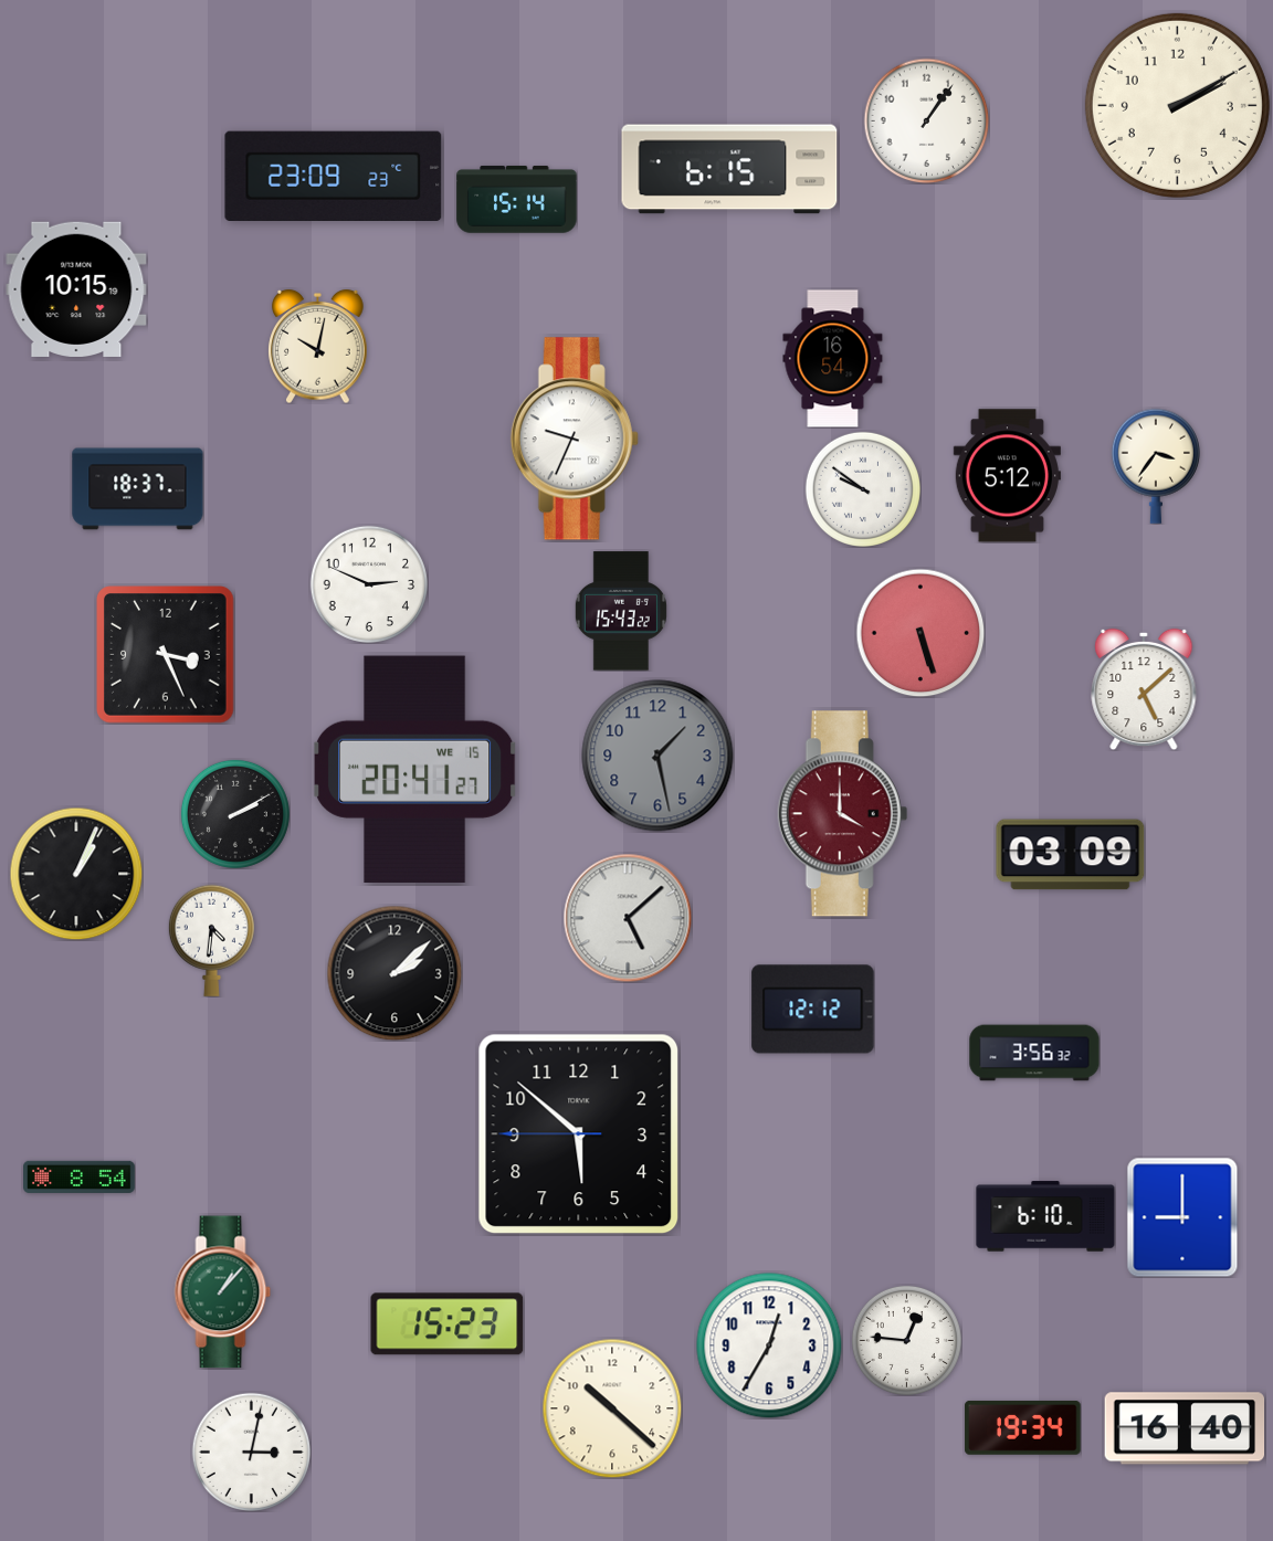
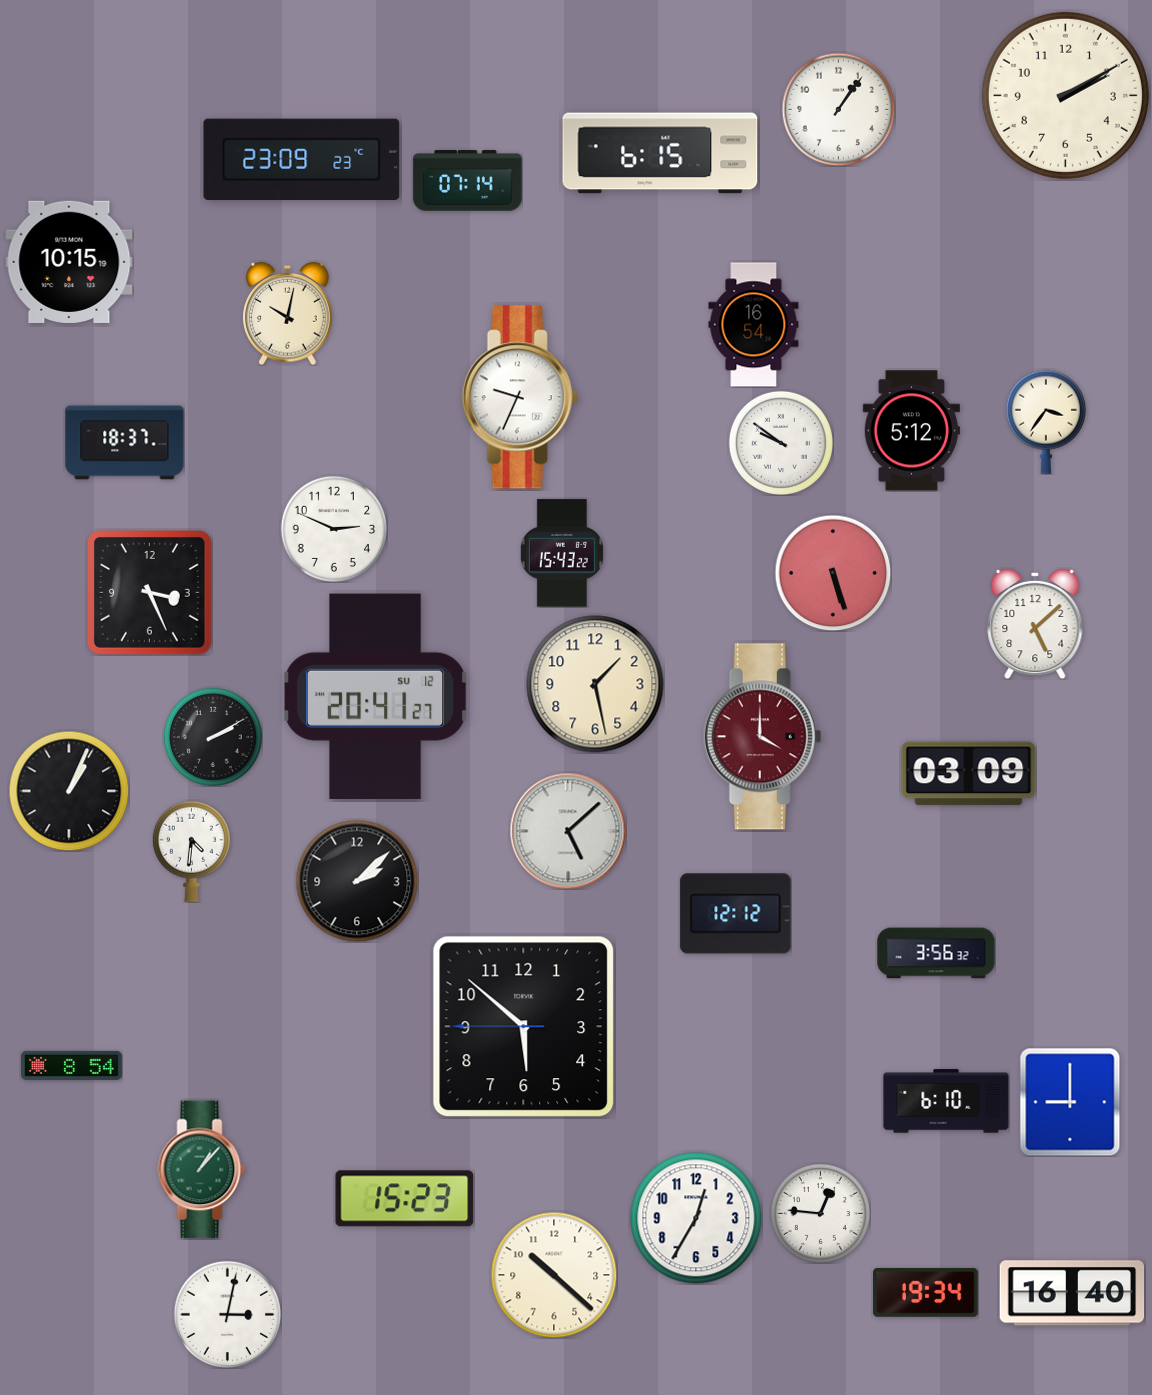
clock at (517, 200): 15:14 -> 07:14
clock at (657, 756) dial: grey -> cream
clock at (415, 769) date: WE 15 -> SU 12
